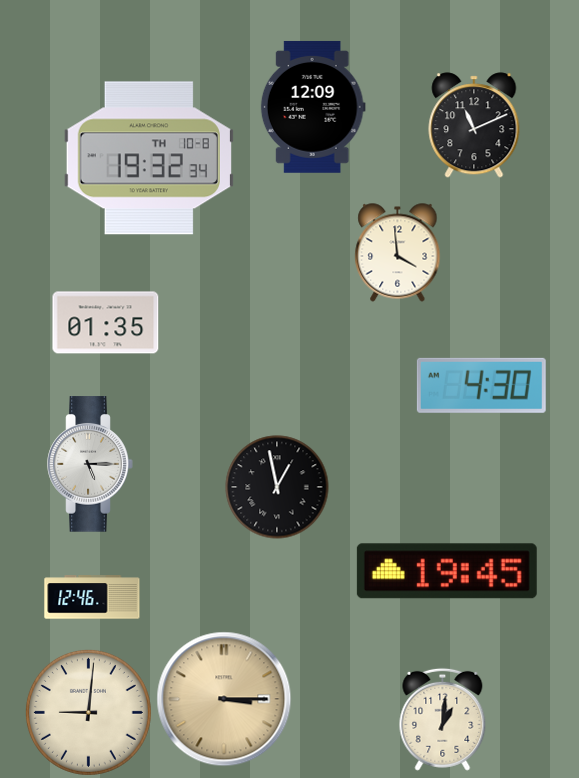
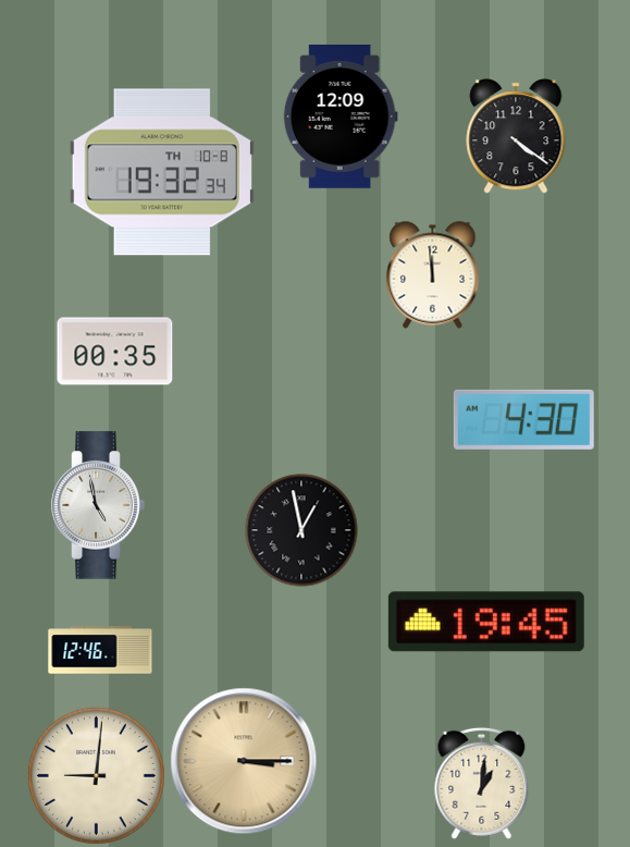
clock at (474, 125): 11:11 -> 4:21
clock at (398, 253): 3:59 -> 11:59
clock at (106, 323): 01:35 -> 00:35
clock at (90, 464): 5:15 -> 4:58
